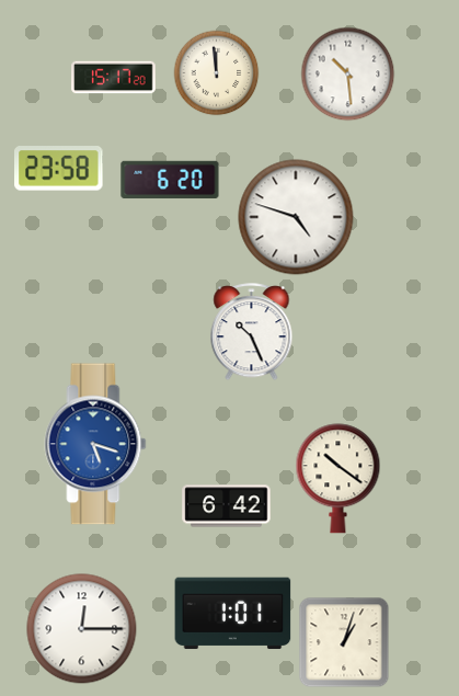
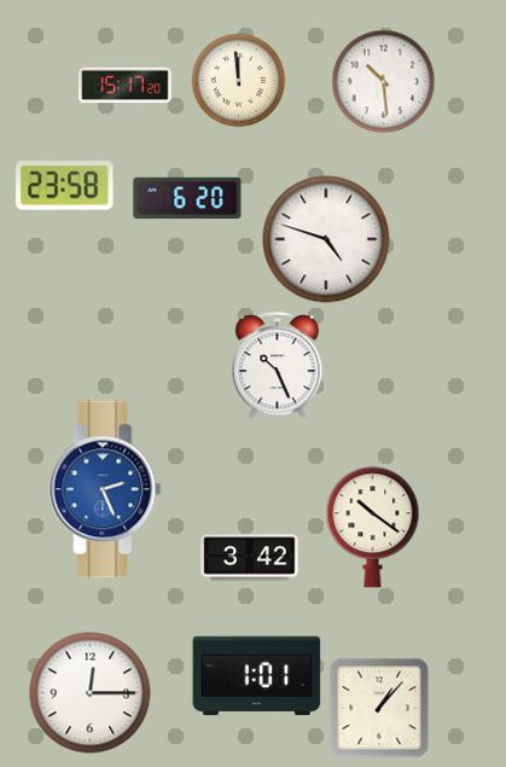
clock at (95, 444): 5:18 -> 2:26
clock at (227, 506): 6:42 -> 3:42
clock at (344, 642): 1:03 -> 1:07
